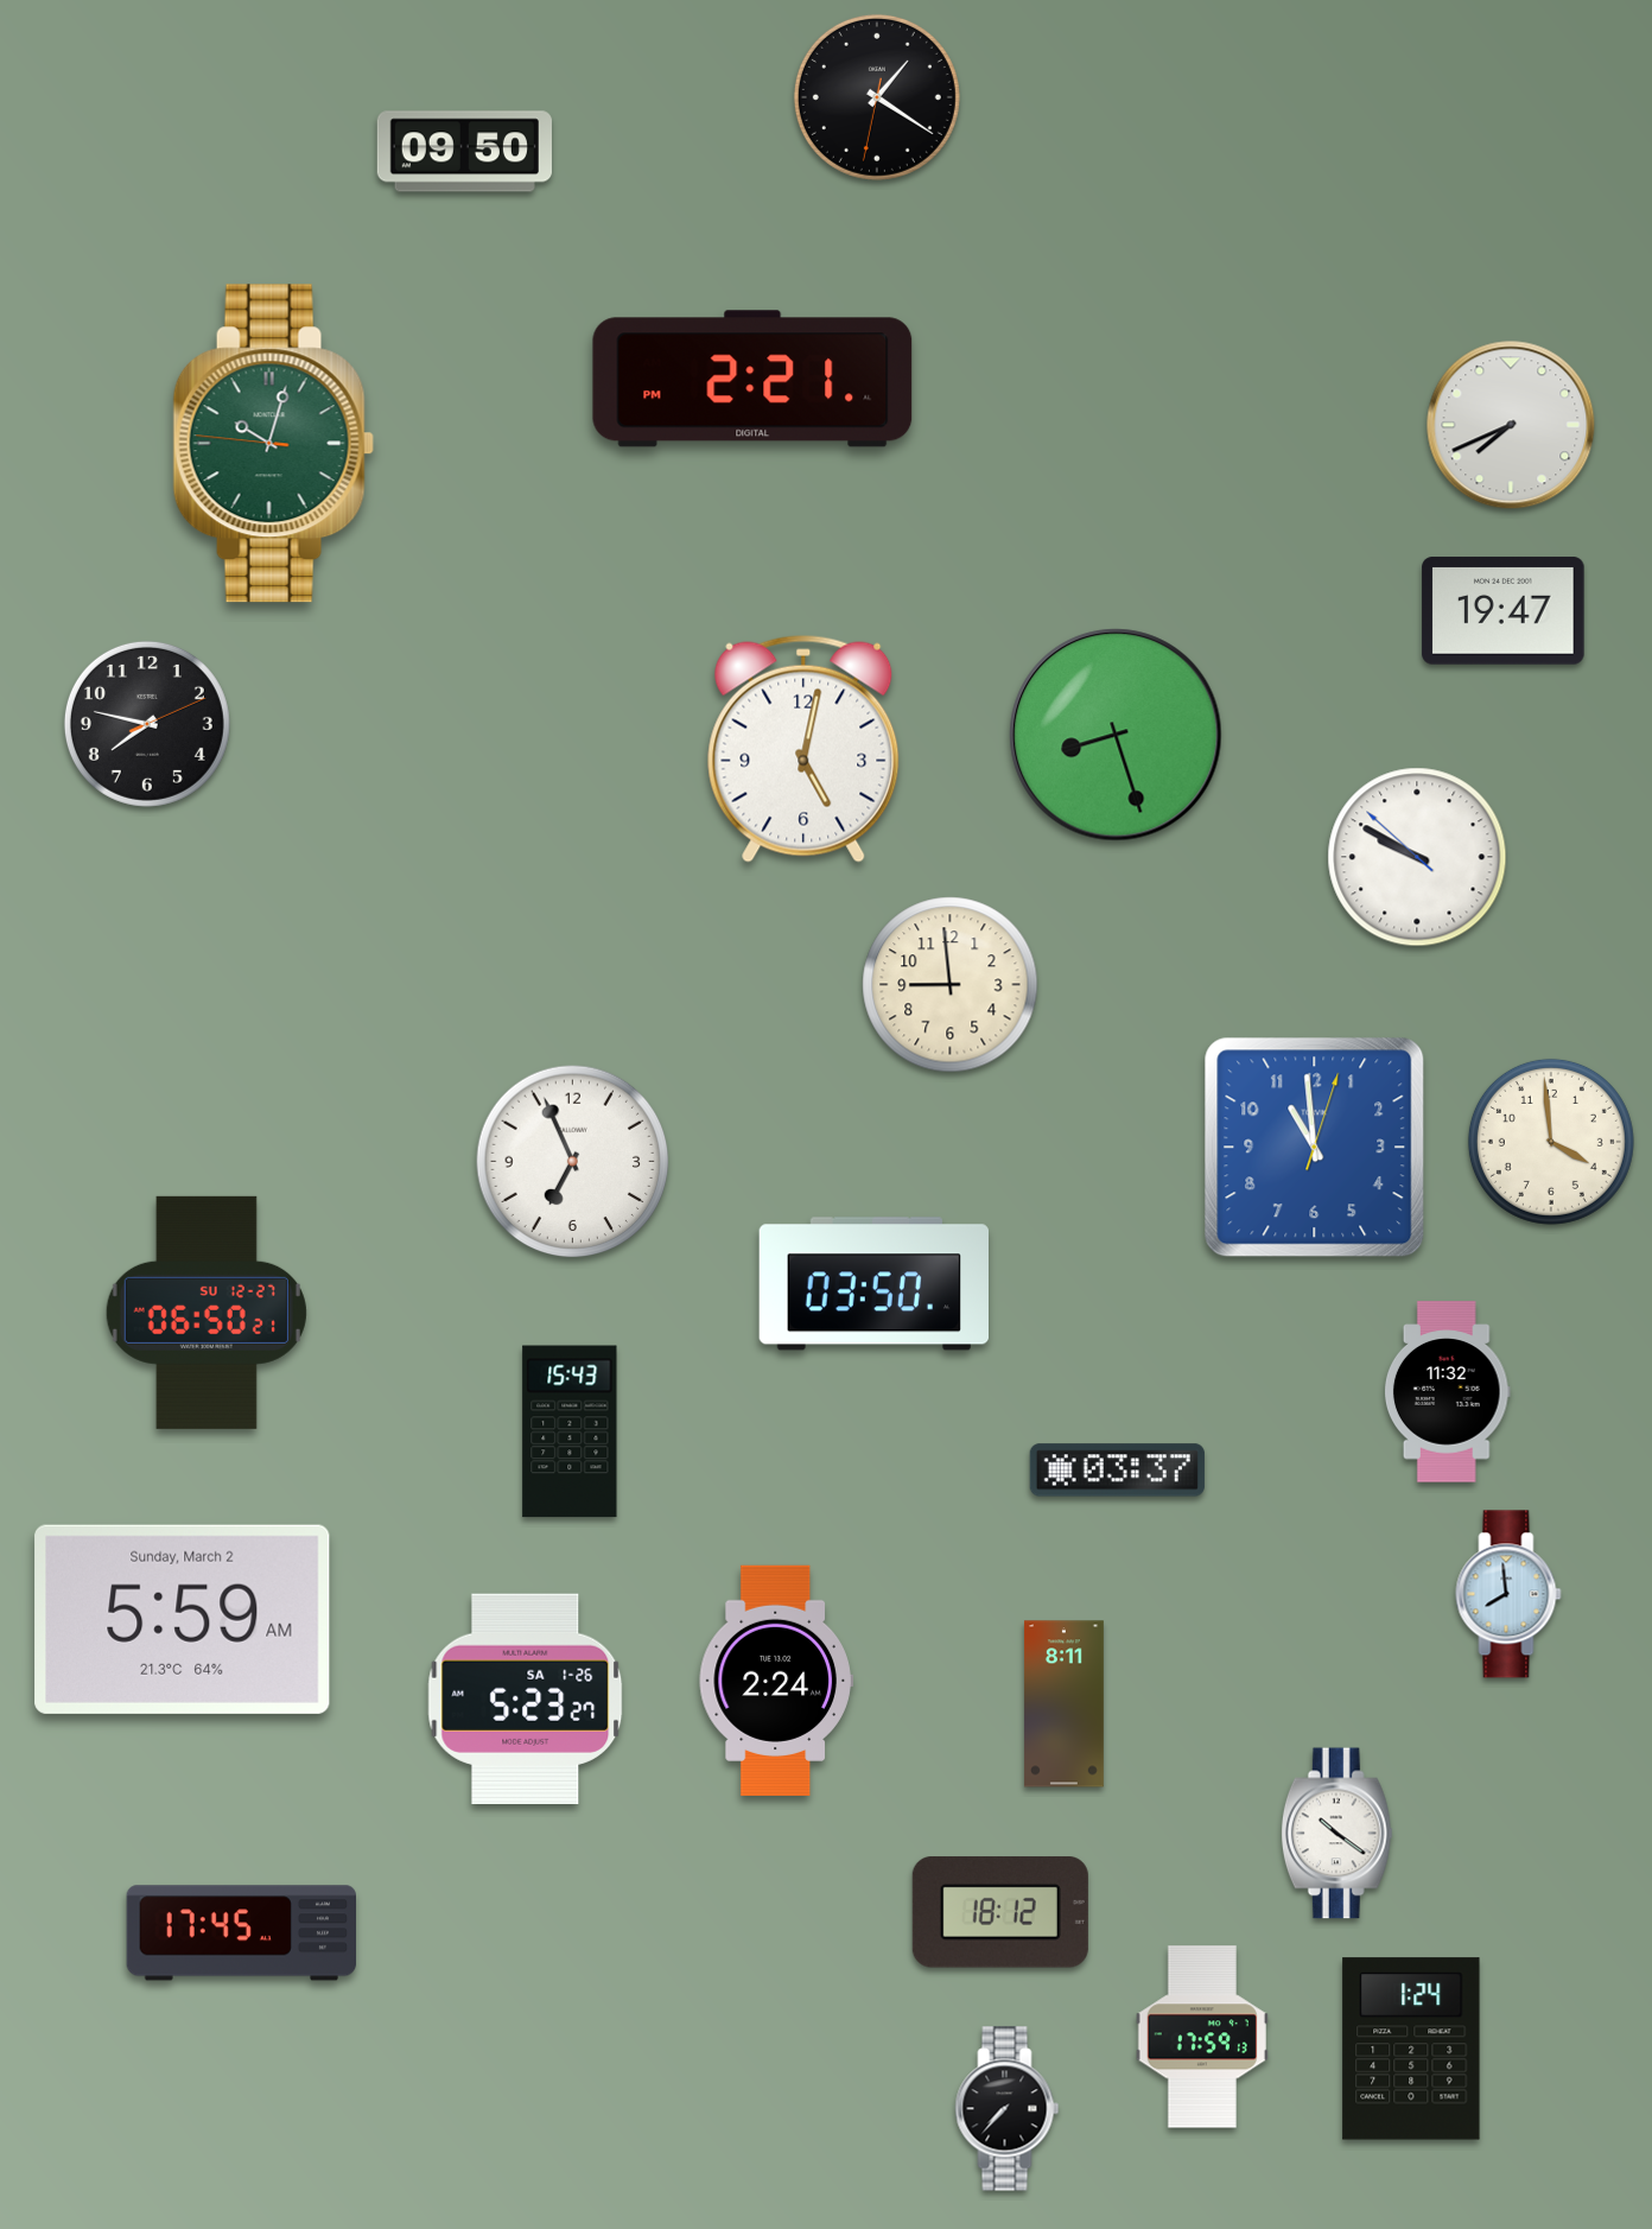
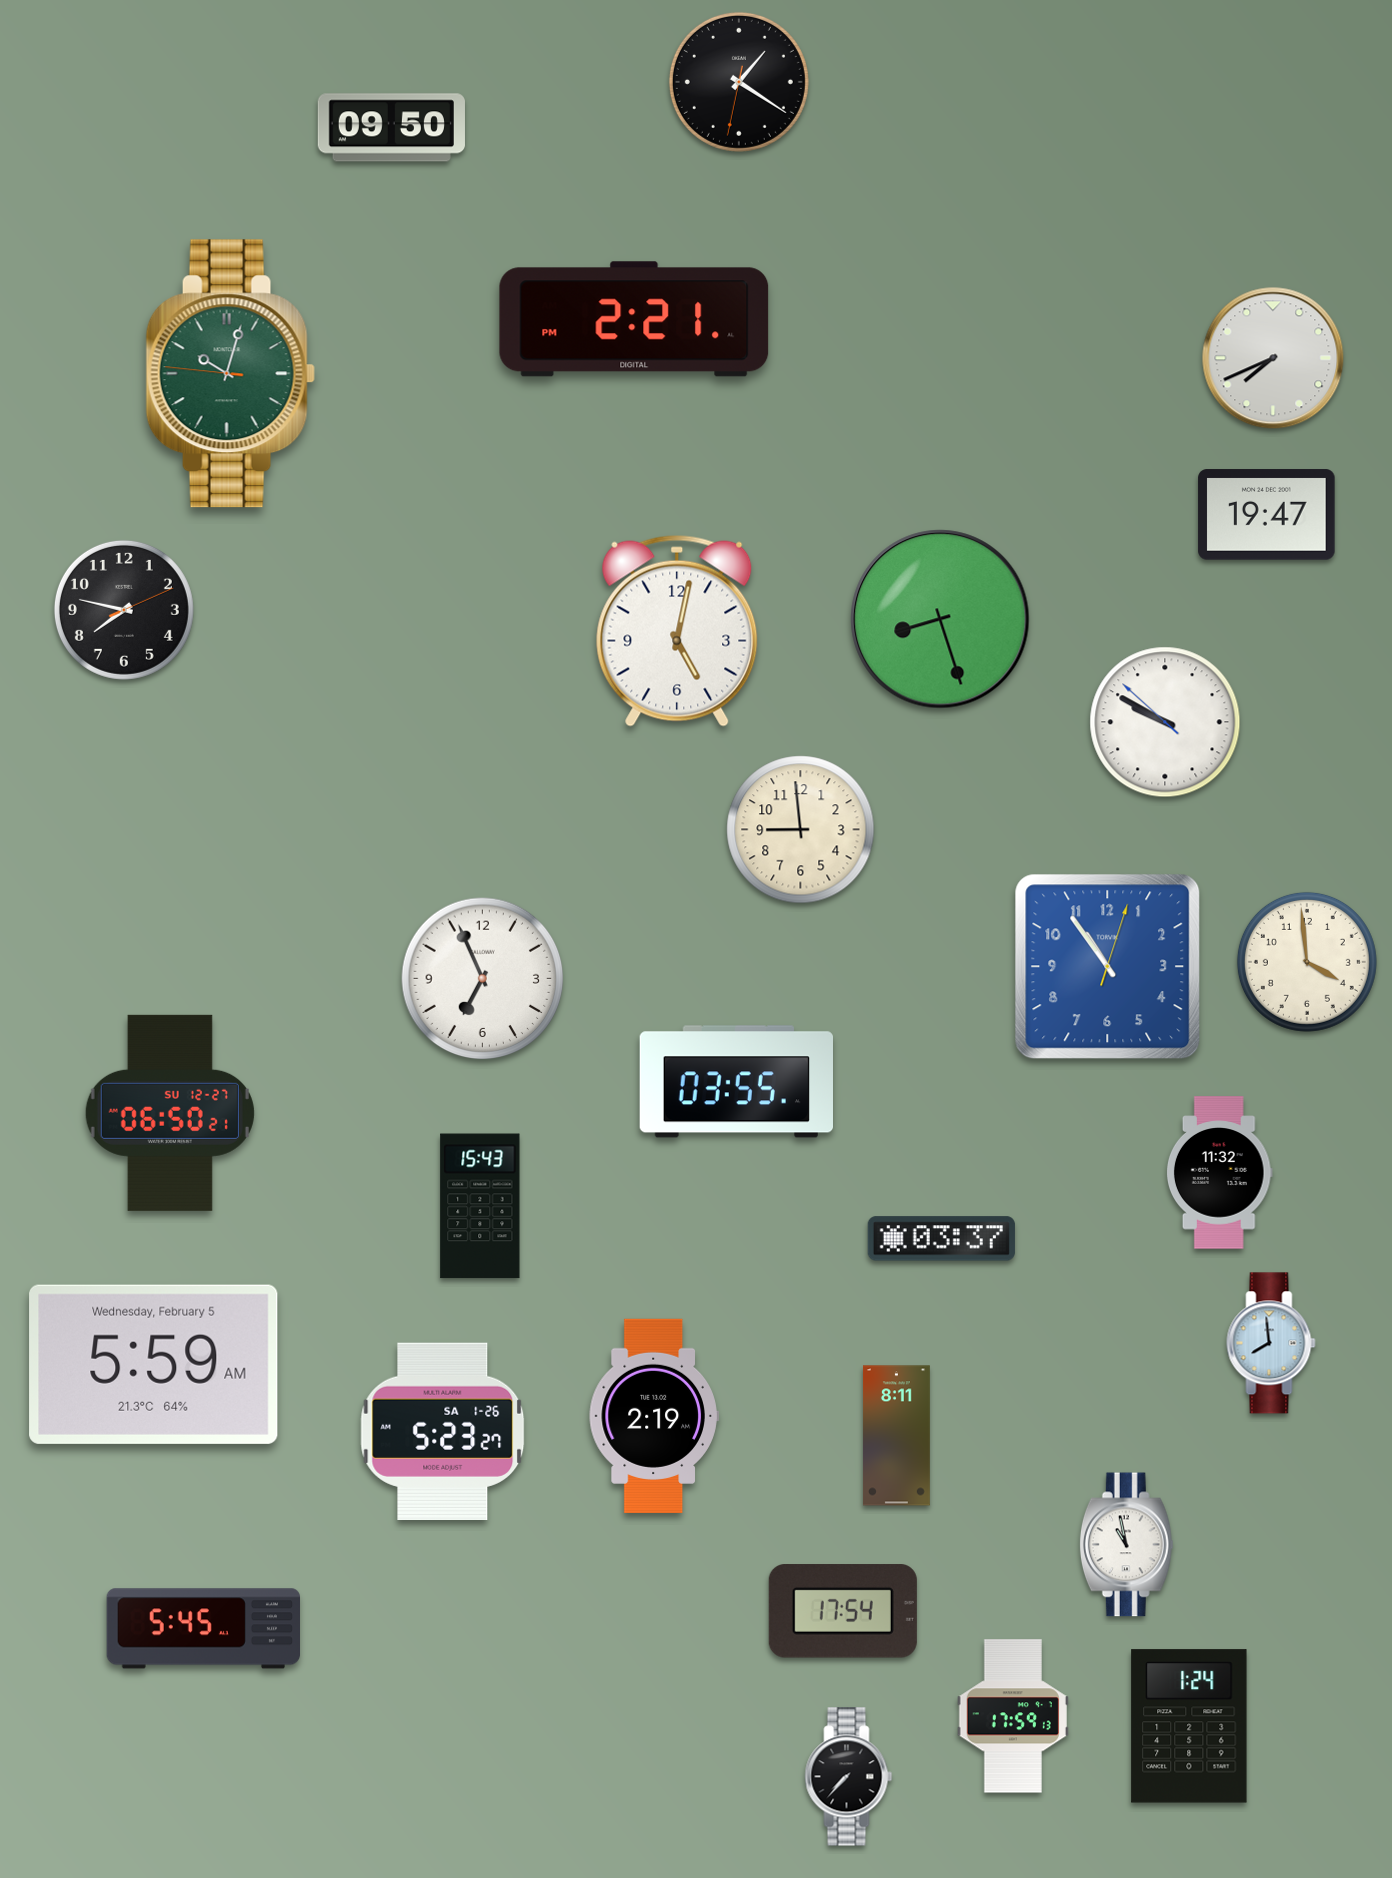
clock at (1417, 857) position: (1417, 857) -> (1165, 722)
clock at (1315, 1148): 10:59 -> 10:54
clock at (873, 1284): 03:50 -> 03:55
clock at (206, 1313) position: (206, 1313) -> (170, 1113)
clock at (183, 1619) date: Sunday, March 2 -> Wednesday, February 5
clock at (776, 1681): 2:24 -> 2:19
clock at (1336, 1834): 10:21 -> 10:58
clock at (1000, 1912): 18:12 -> 17:54
clock at (241, 1933): 17:45 -> 5:45
